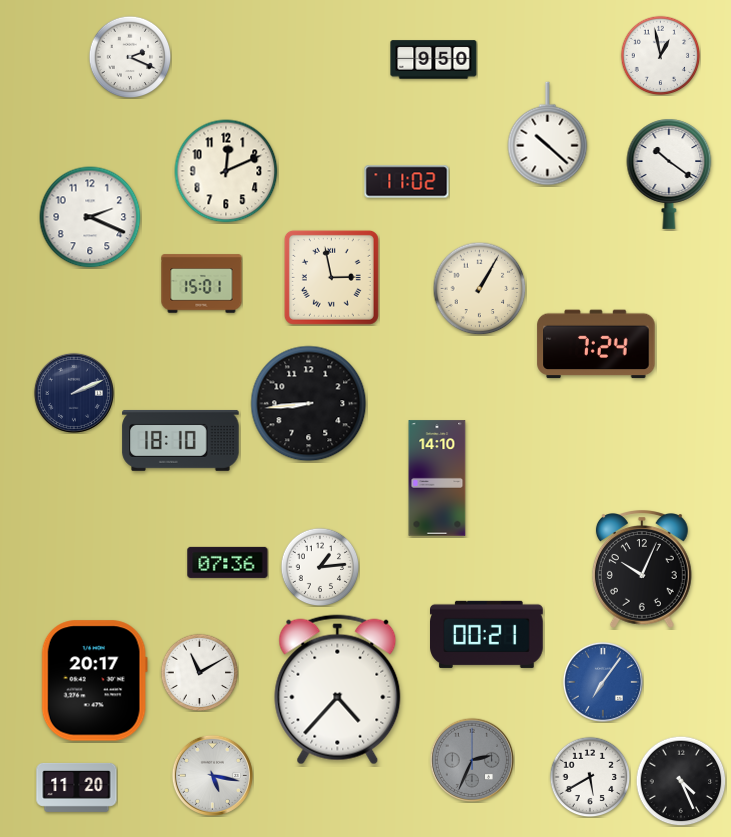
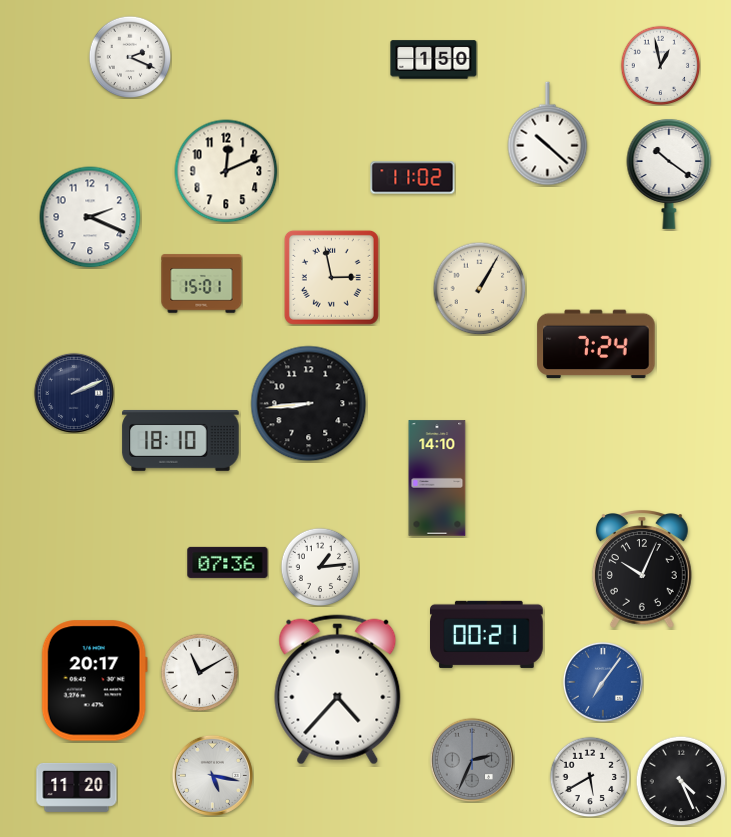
clock at (660, 55) position: (660, 55) -> (660, 65)
clock at (434, 60): 9:50 -> 1:50
clock at (407, 182) position: (407, 182) -> (413, 178)
